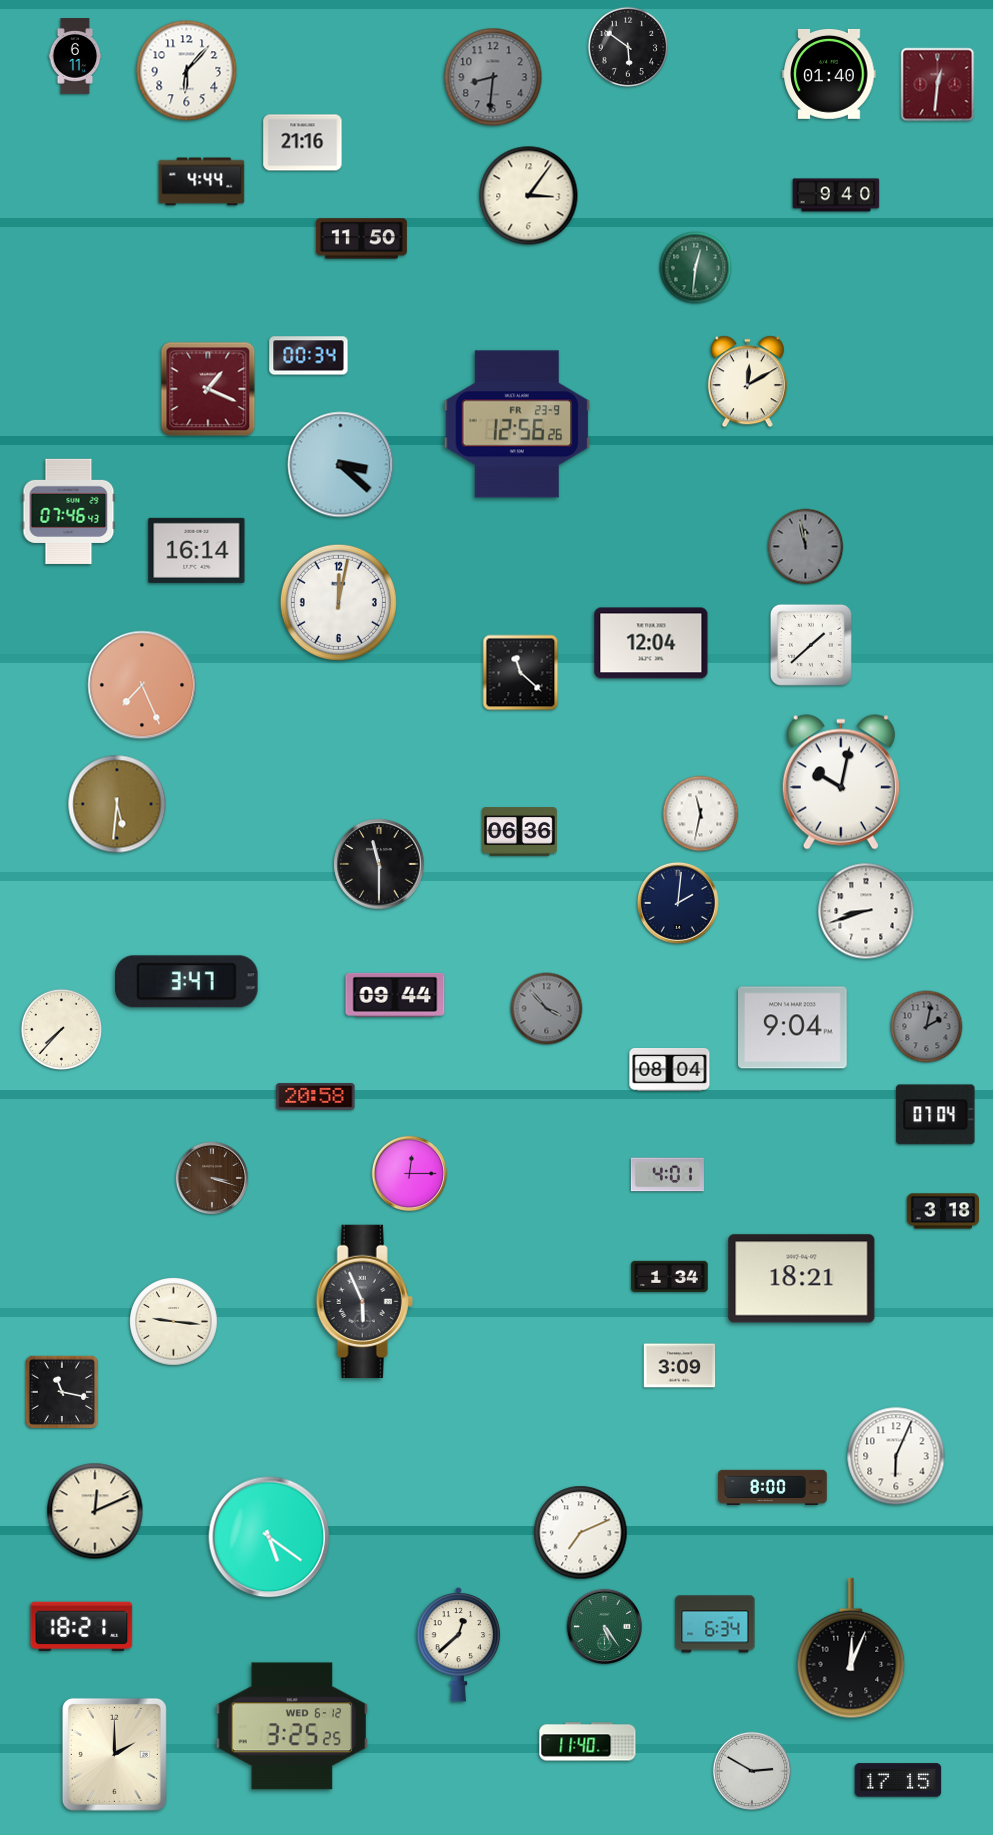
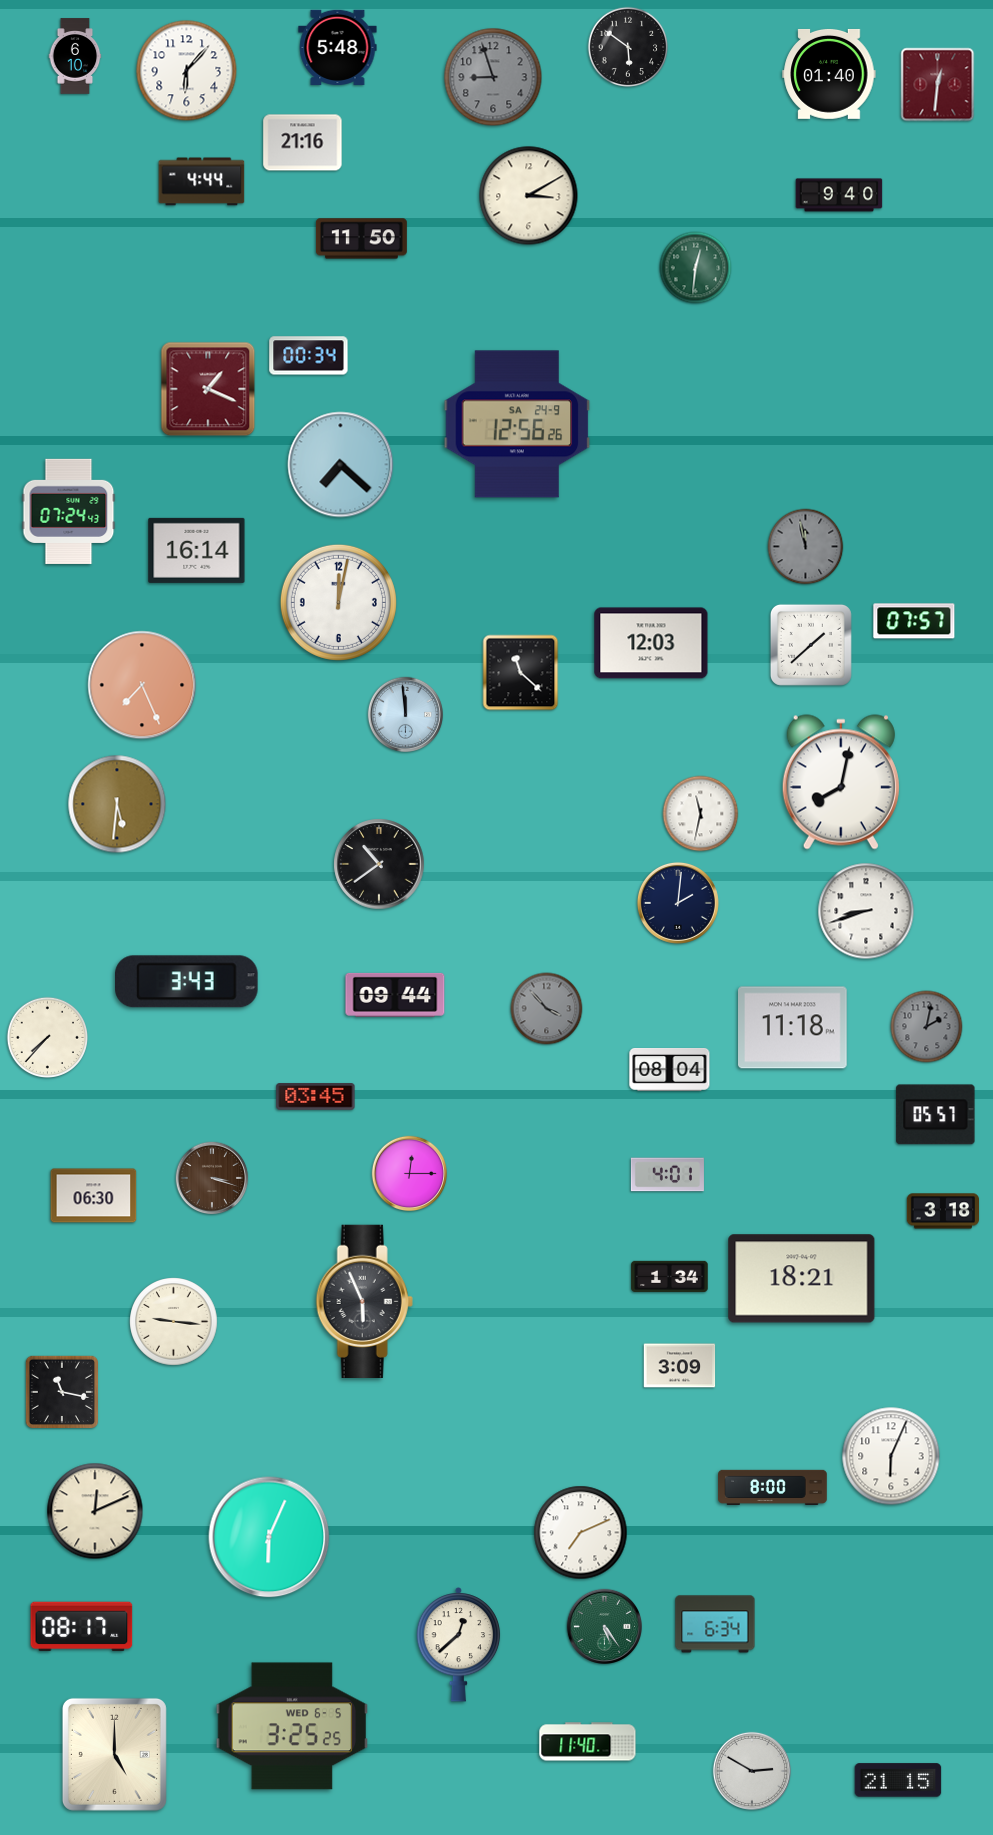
clock at (338, 47): none -> 5:48
clock at (75, 56): 6:11 -> 6:10
clock at (493, 77): 8:31 -> 8:57
clock at (836, 195) position: (836, 195) -> (839, 195)
clock at (529, 196): 3:06 -> 3:10
clock at (747, 382): 12:10 -> none
clock at (517, 424) date: FR 23-9 -> SA 24-9
clock at (341, 465): 3:22 -> 7:22
clock at (69, 511): 07:46 -> 07:24
clock at (914, 621): none -> 07:57
clock at (651, 643): 12:04 -> 12:03
clock at (406, 715): none -> 11:59
clock at (841, 782): 10:02 -> 8:02
clock at (520, 832): 06:36 -> none
clock at (379, 864): 11:30 -> 10:39
clock at (187, 982): 3:47 -> 3:43
clock at (793, 1028): 9:04 -> 11:18
clock at (61, 1029) position: (61, 1029) -> (47, 1037)
clock at (316, 1097): 20:58 -> 03:45
clock at (936, 1115): 07:04 -> 05:57
clock at (94, 1196): none -> 06:30
clock at (896, 1456) position: (896, 1456) -> (891, 1456)
clock at (269, 1537): 5:21 -> 6:04
clock at (82, 1627): 18:21 -> 08:17
clock at (851, 1648): 12:04 -> none
clock at (292, 1726) date: WED 6-12 -> WED 6-5
clock at (114, 1754): 2:00 -> 5:00
clock at (898, 1780): 17:15 -> 21:15
